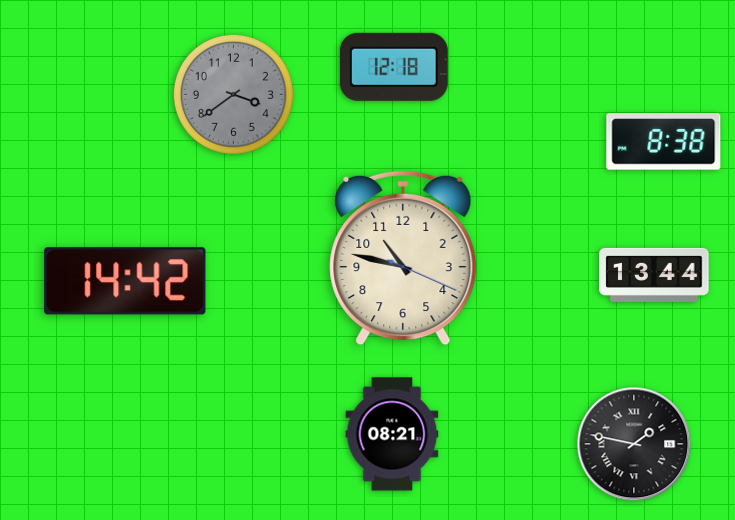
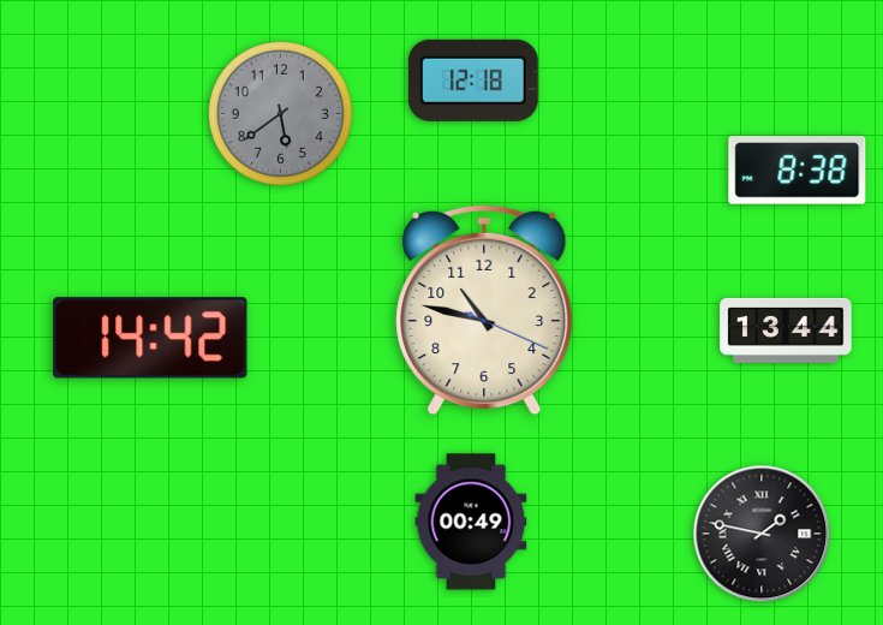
clock at (233, 94): 3:39 -> 5:39
clock at (392, 434): 08:21 -> 00:49
